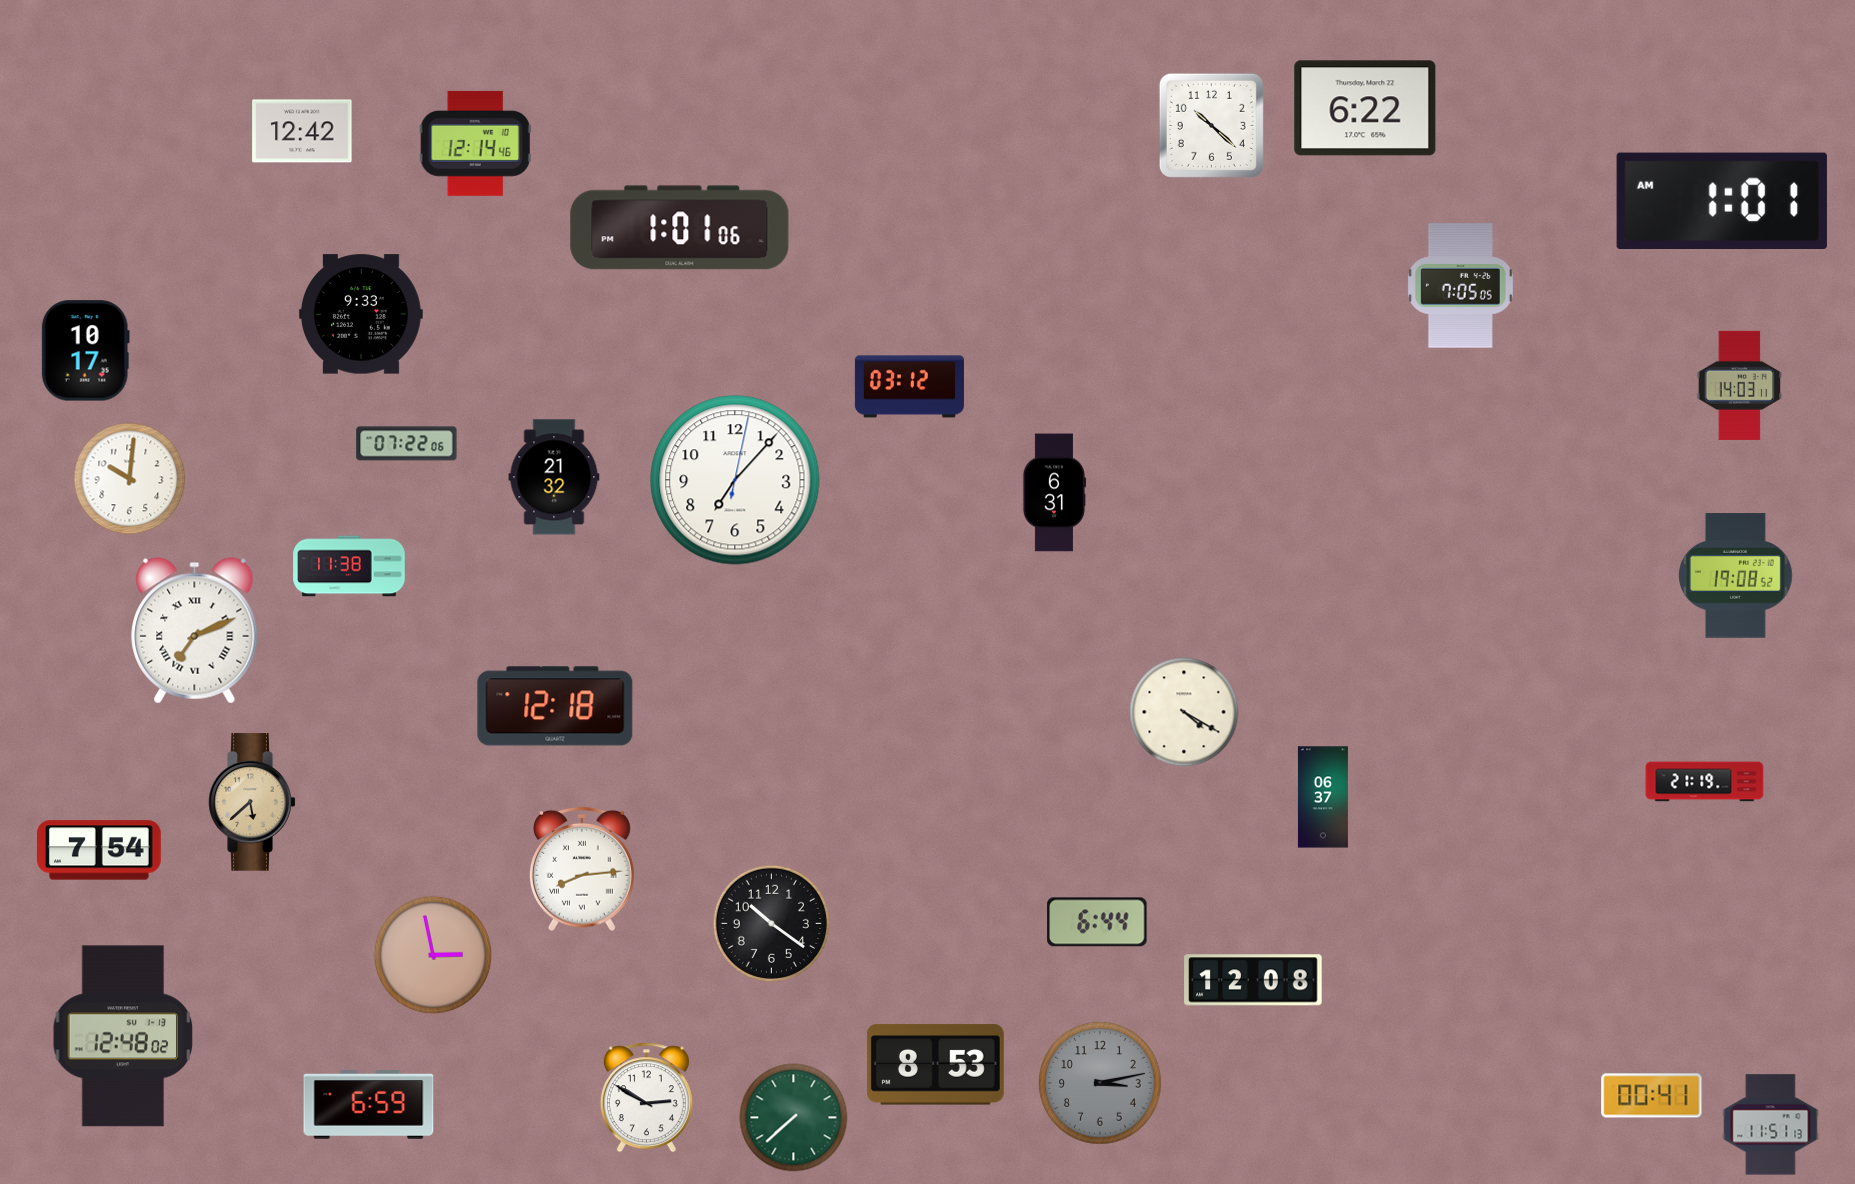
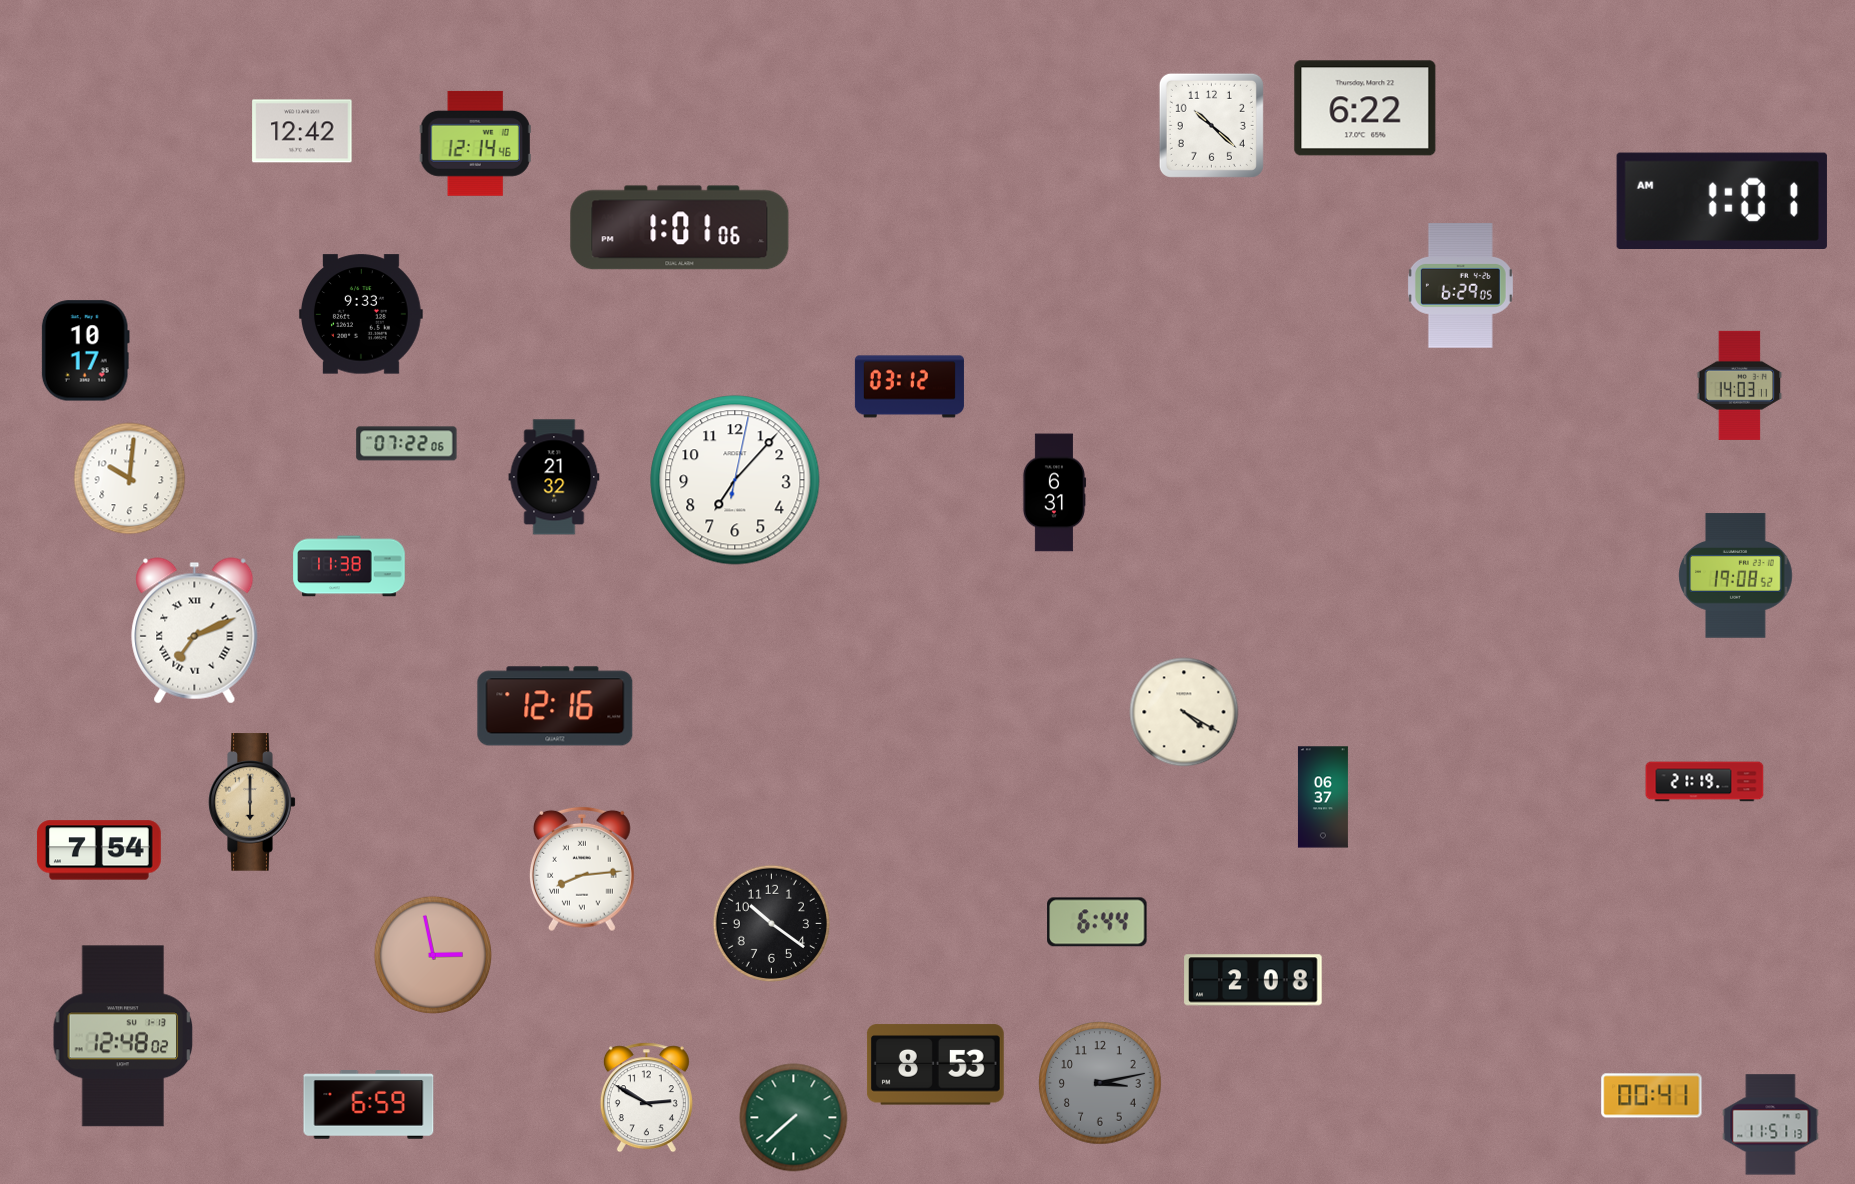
clock at (1460, 286): 7:05 -> 6:29
clock at (555, 706): 12:18 -> 12:16
clock at (252, 802): 5:38 -> 6:00
clock at (1253, 980): 12:08 -> 2:08
